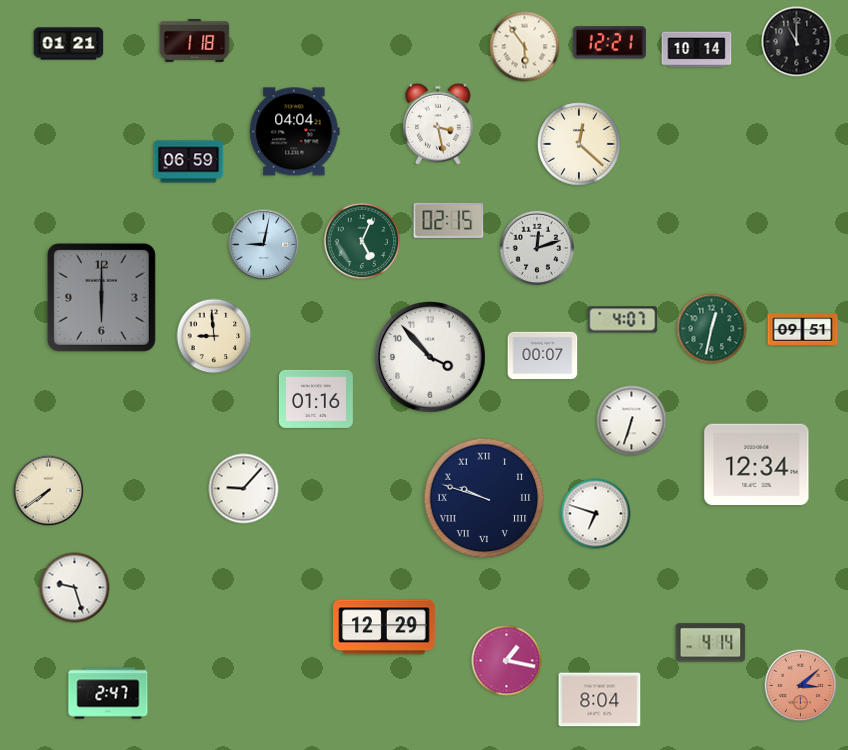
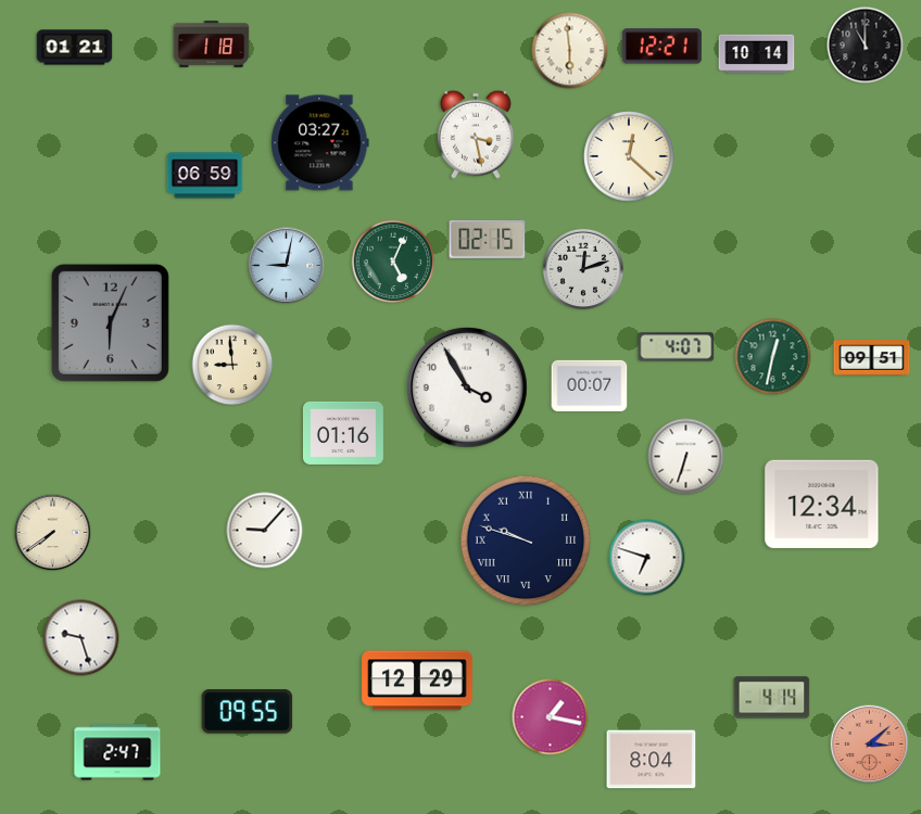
clock at (525, 47): 5:54 -> 5:59
clock at (295, 132): 04:04 -> 03:27
clock at (101, 297): 6:00 -> 6:04
clock at (431, 358): 3:53 -> 3:55
clock at (248, 712): none -> 09:55
